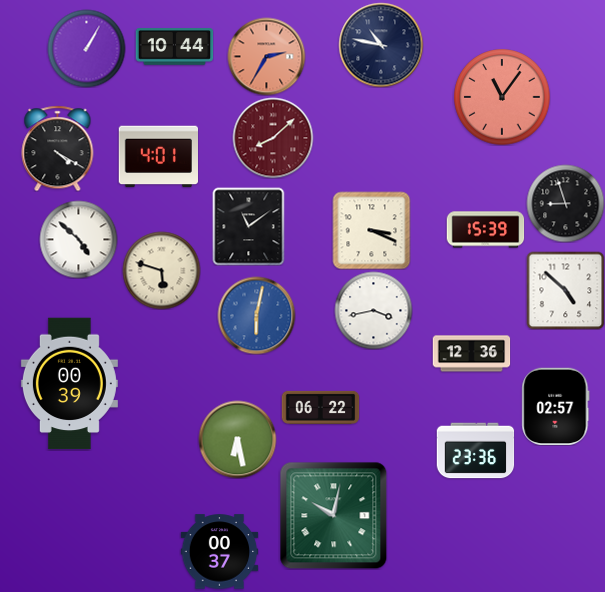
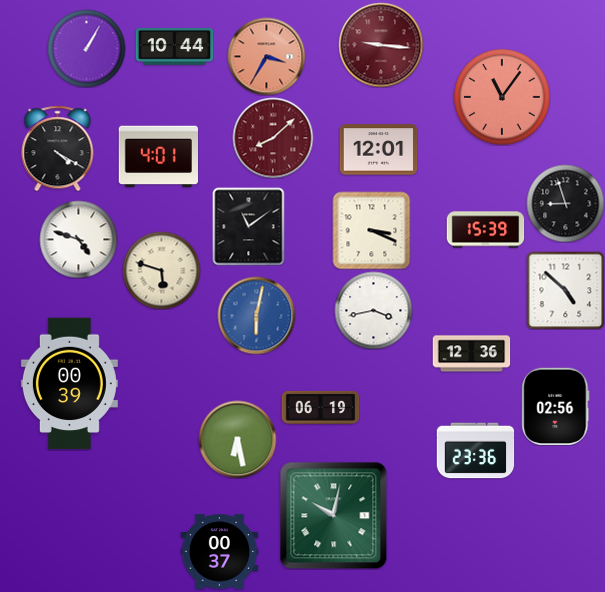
clock at (381, 45): 10:47 -> 9:16
clock at (381, 45) dial: navy -> burgundy
clock at (266, 56): 2:35 -> 3:35
clock at (378, 150): none -> 12:01
clock at (78, 239): 4:52 -> 4:48
clock at (556, 406): 02:57 -> 02:56
clock at (320, 407): 06:22 -> 06:19
